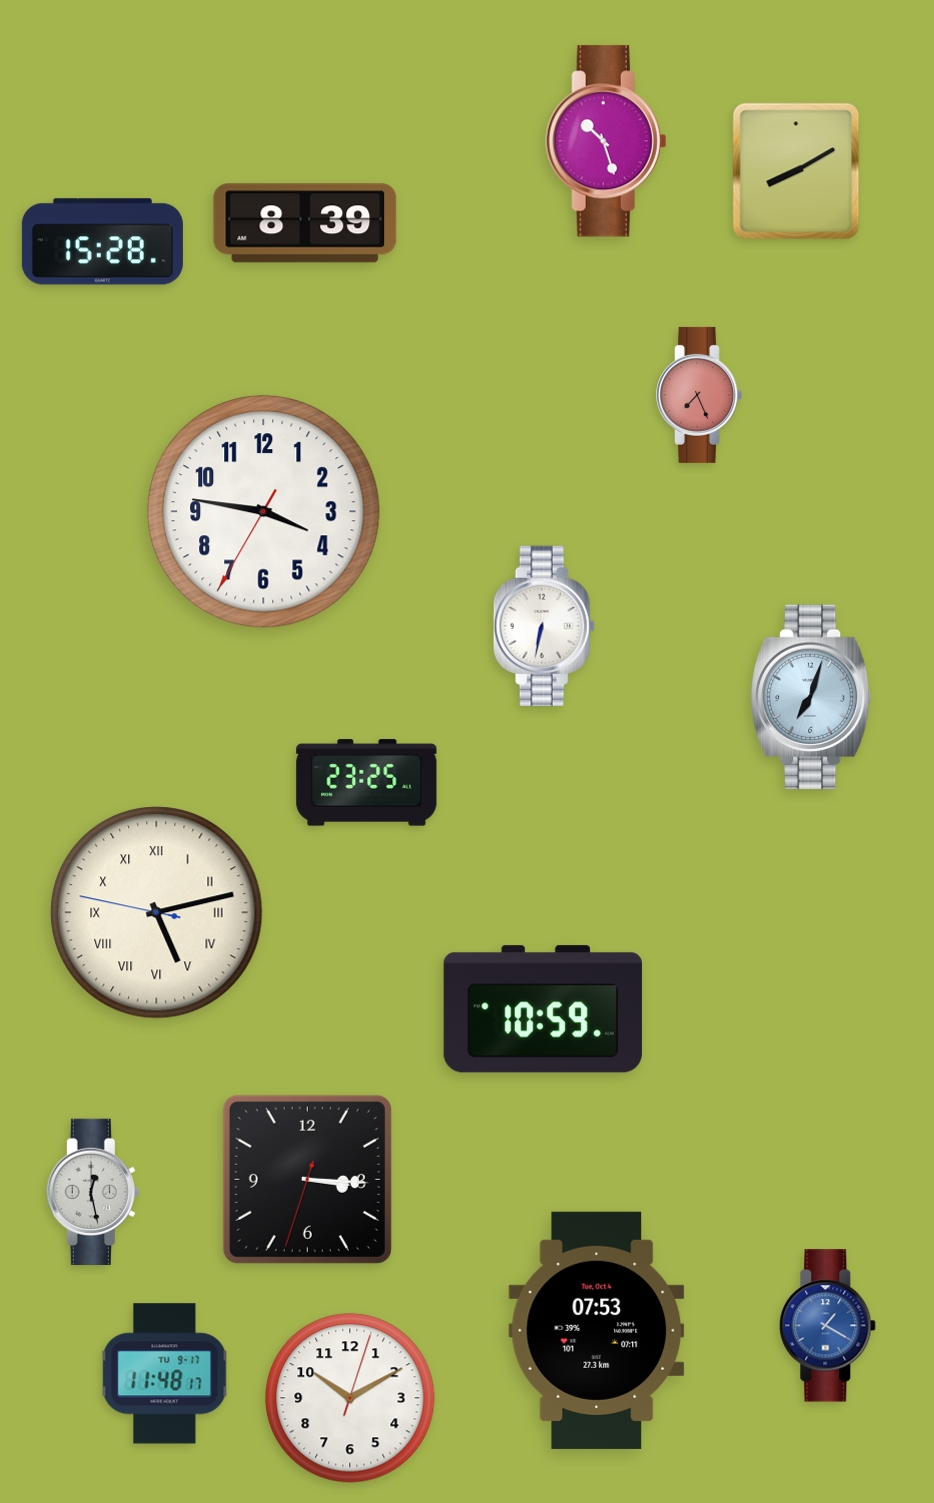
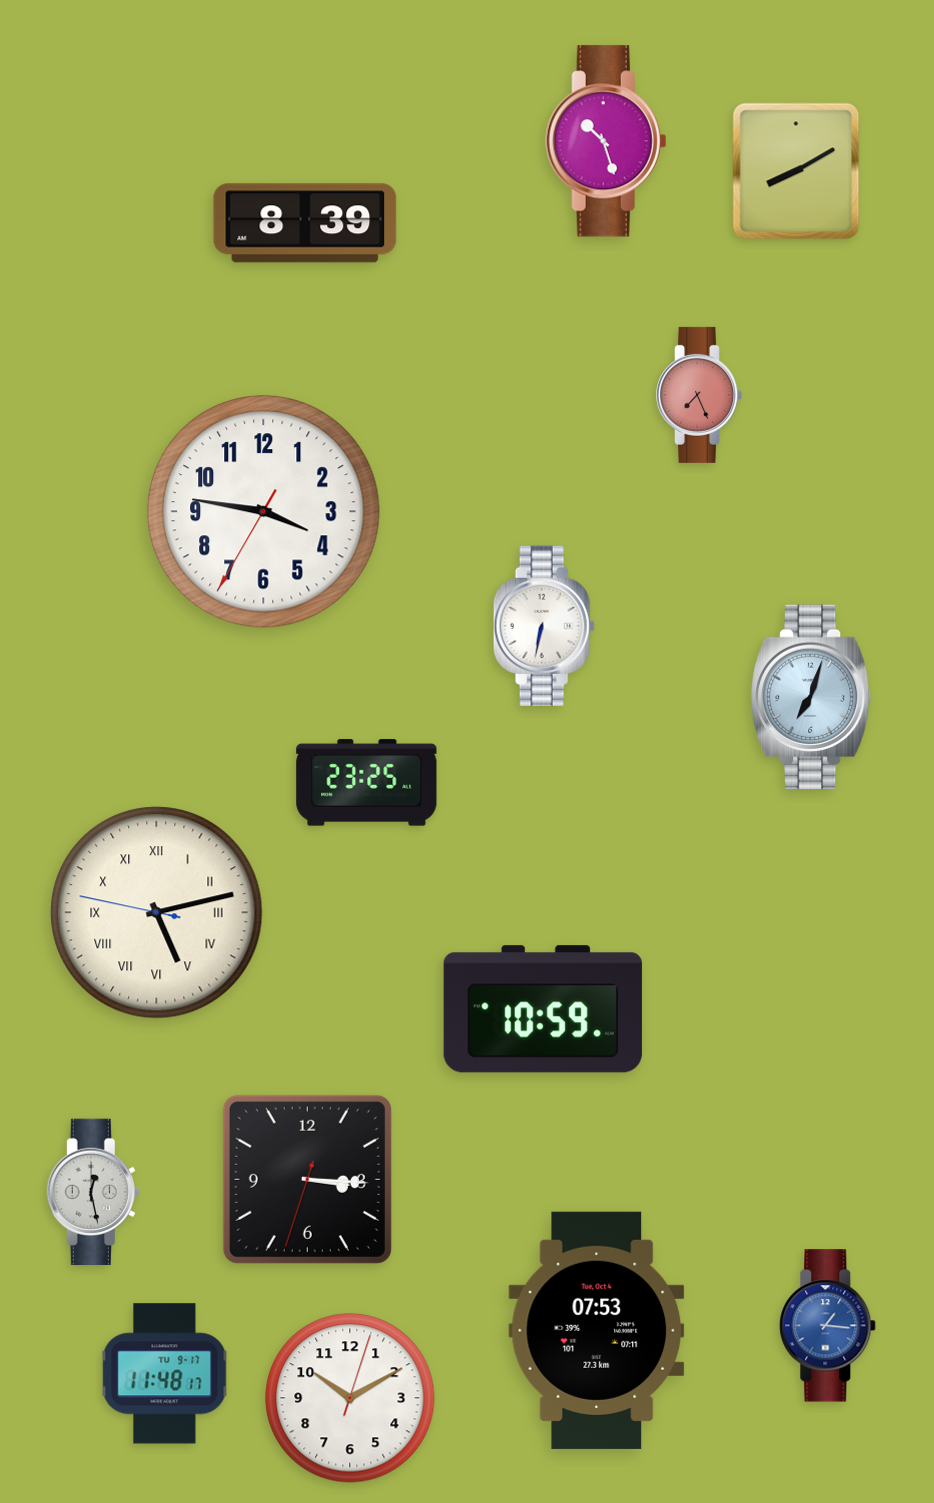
clock at (102, 242): 15:28 -> none
clock at (828, 1326): 1:20 -> 1:16
